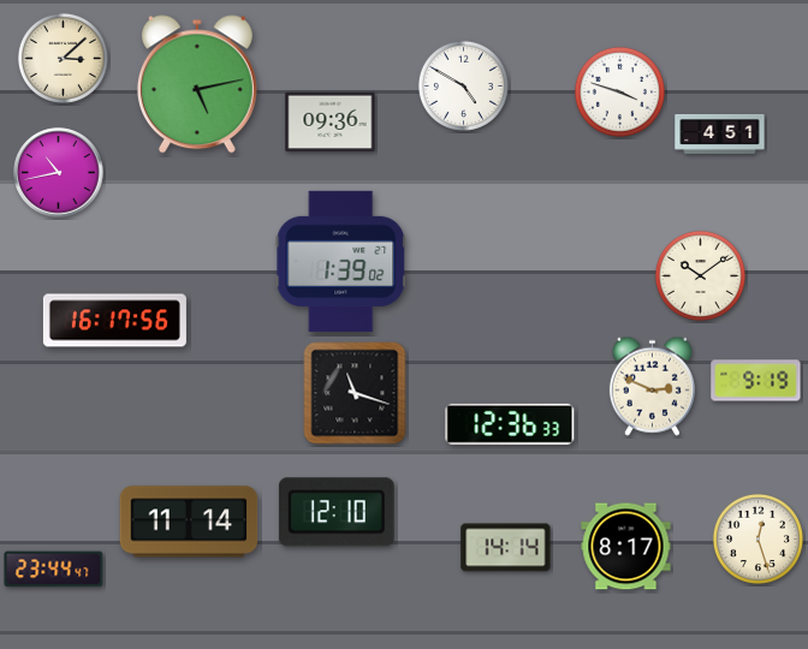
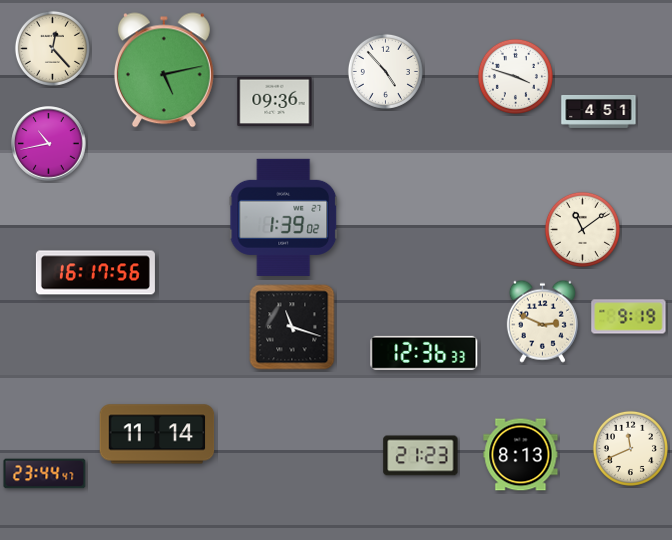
clock at (63, 58): 3:08 -> 12:23
clock at (463, 85): 4:50 -> 4:53
clock at (700, 275): 10:09 -> 11:09
clock at (114, 321) position: (114, 321) -> (95, 273)
clock at (355, 393) position: (355, 393) -> (292, 327)
clock at (337, 512): 12:10 -> none
clock at (757, 538): 12:27 -> 11:41
clock at (626, 547): 8:17 -> 8:13
clock at (506, 548): 14:14 -> 21:23
